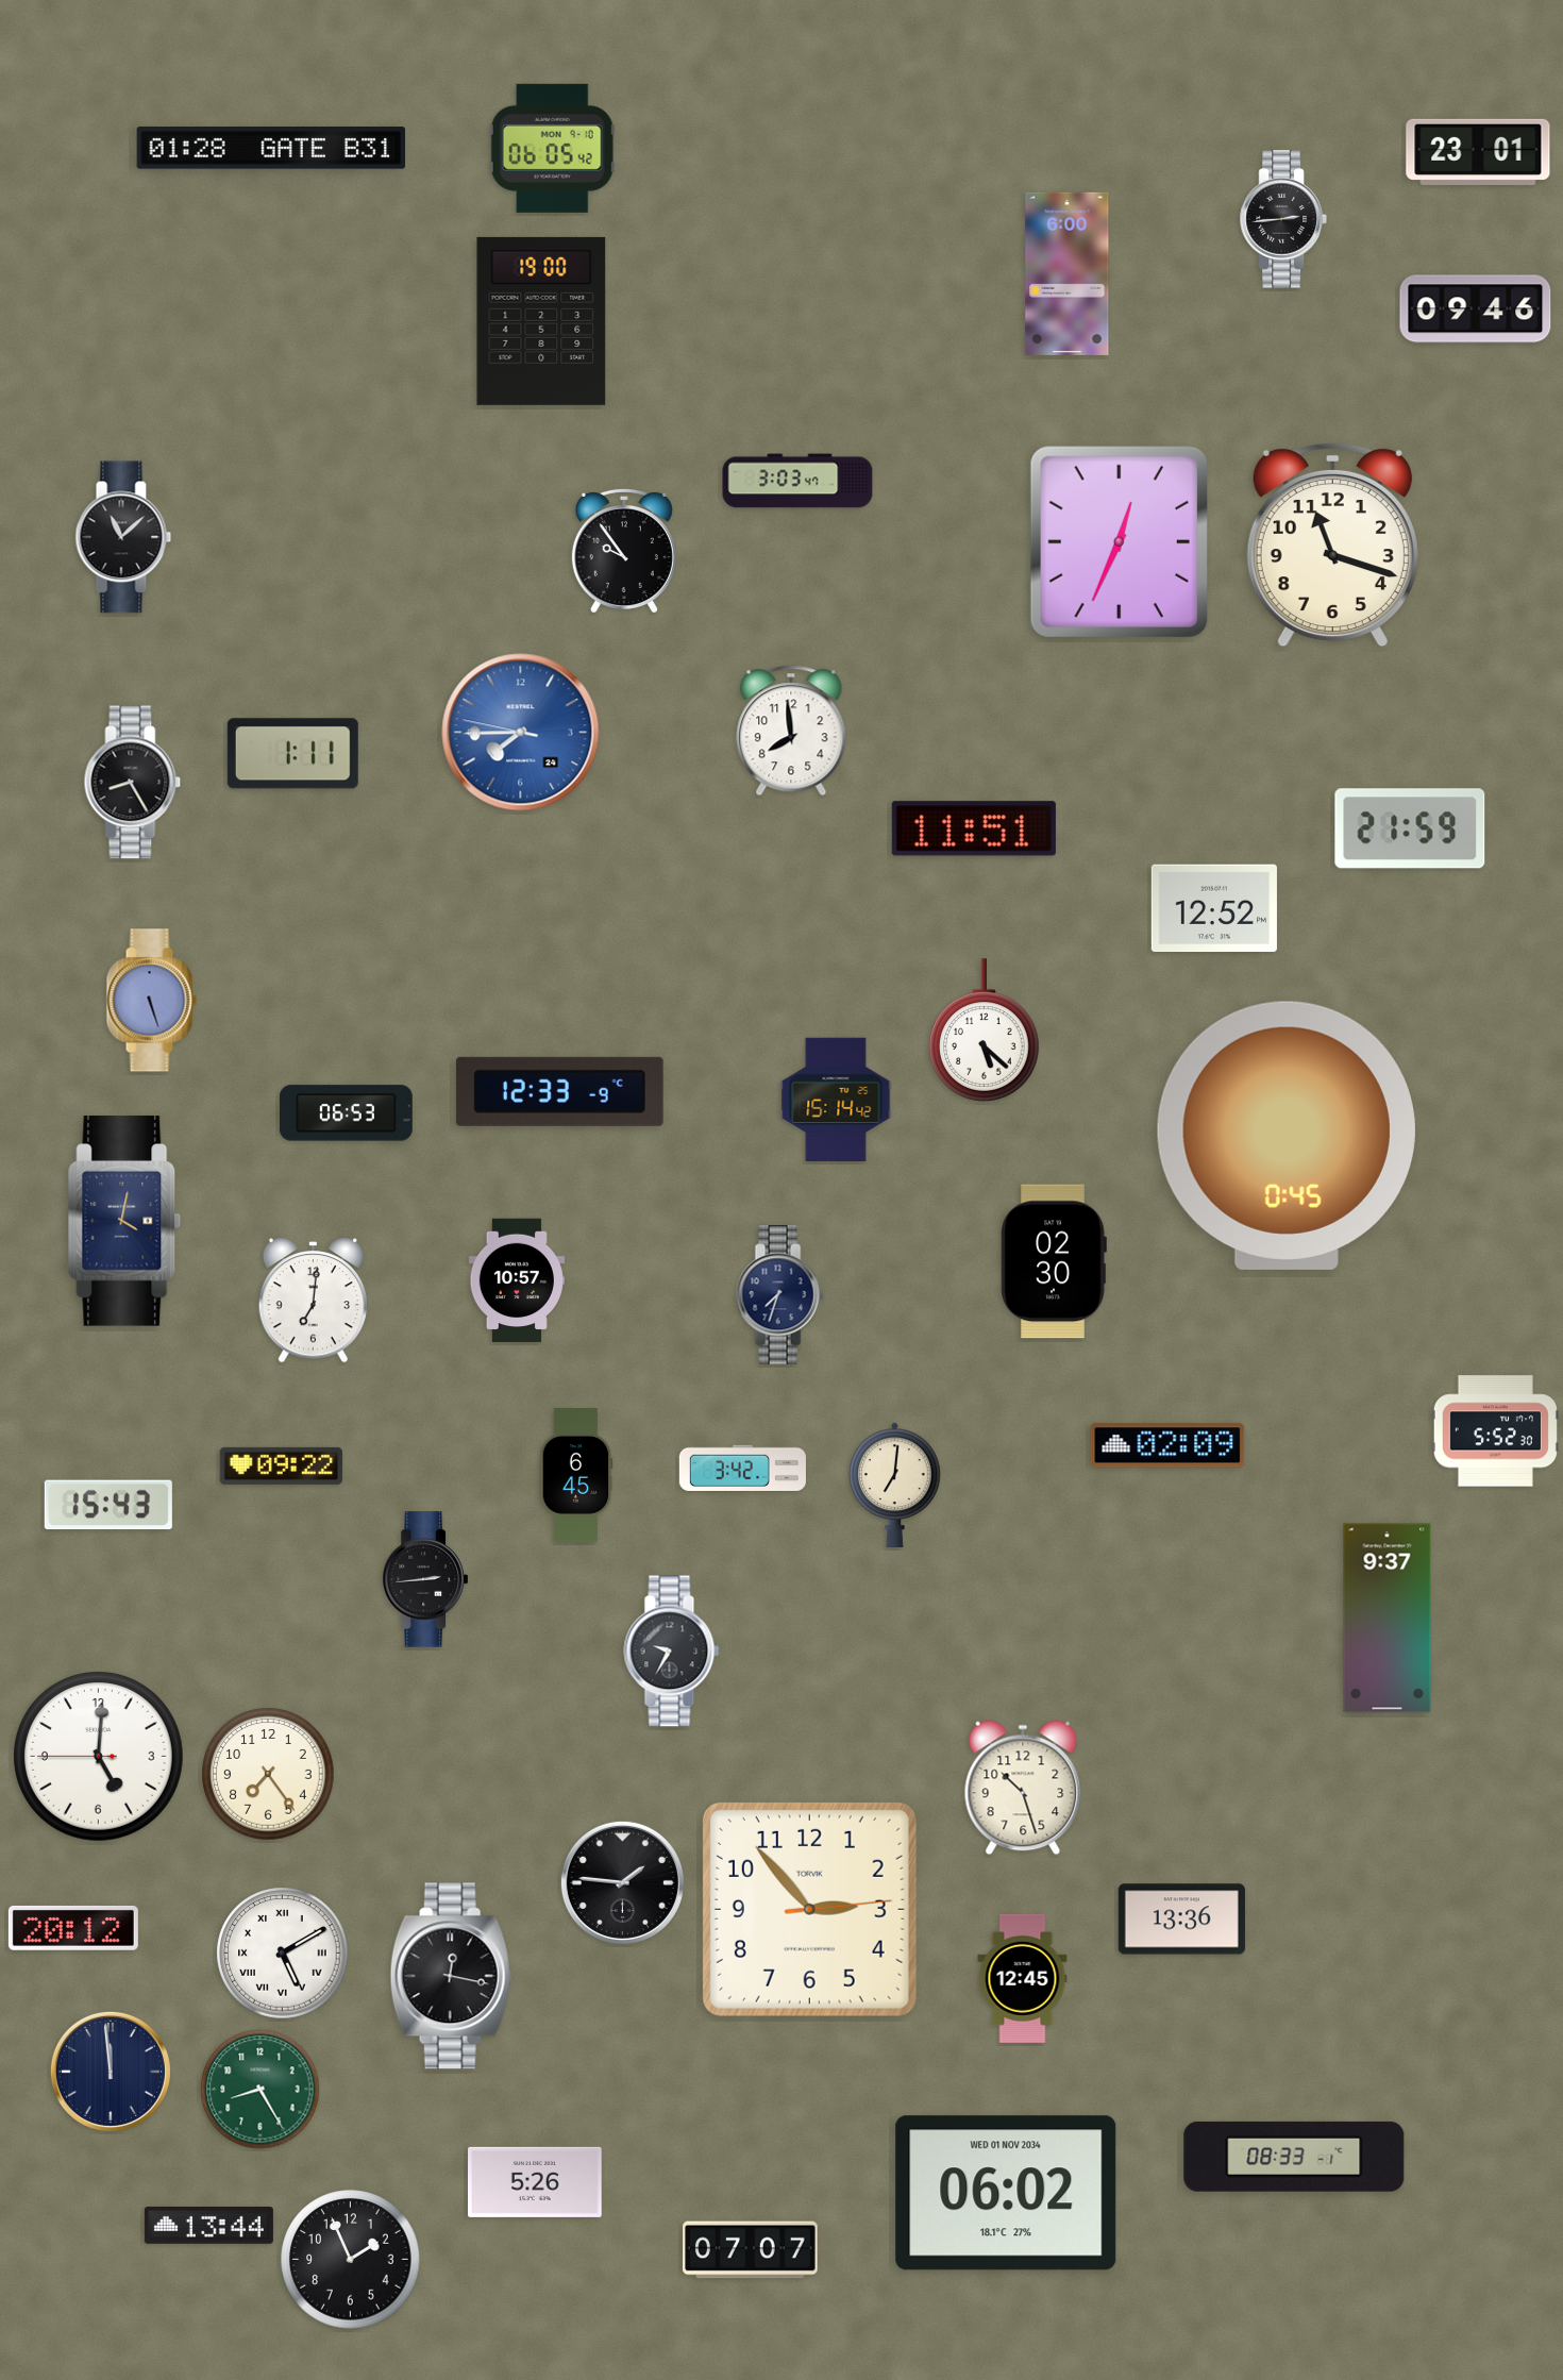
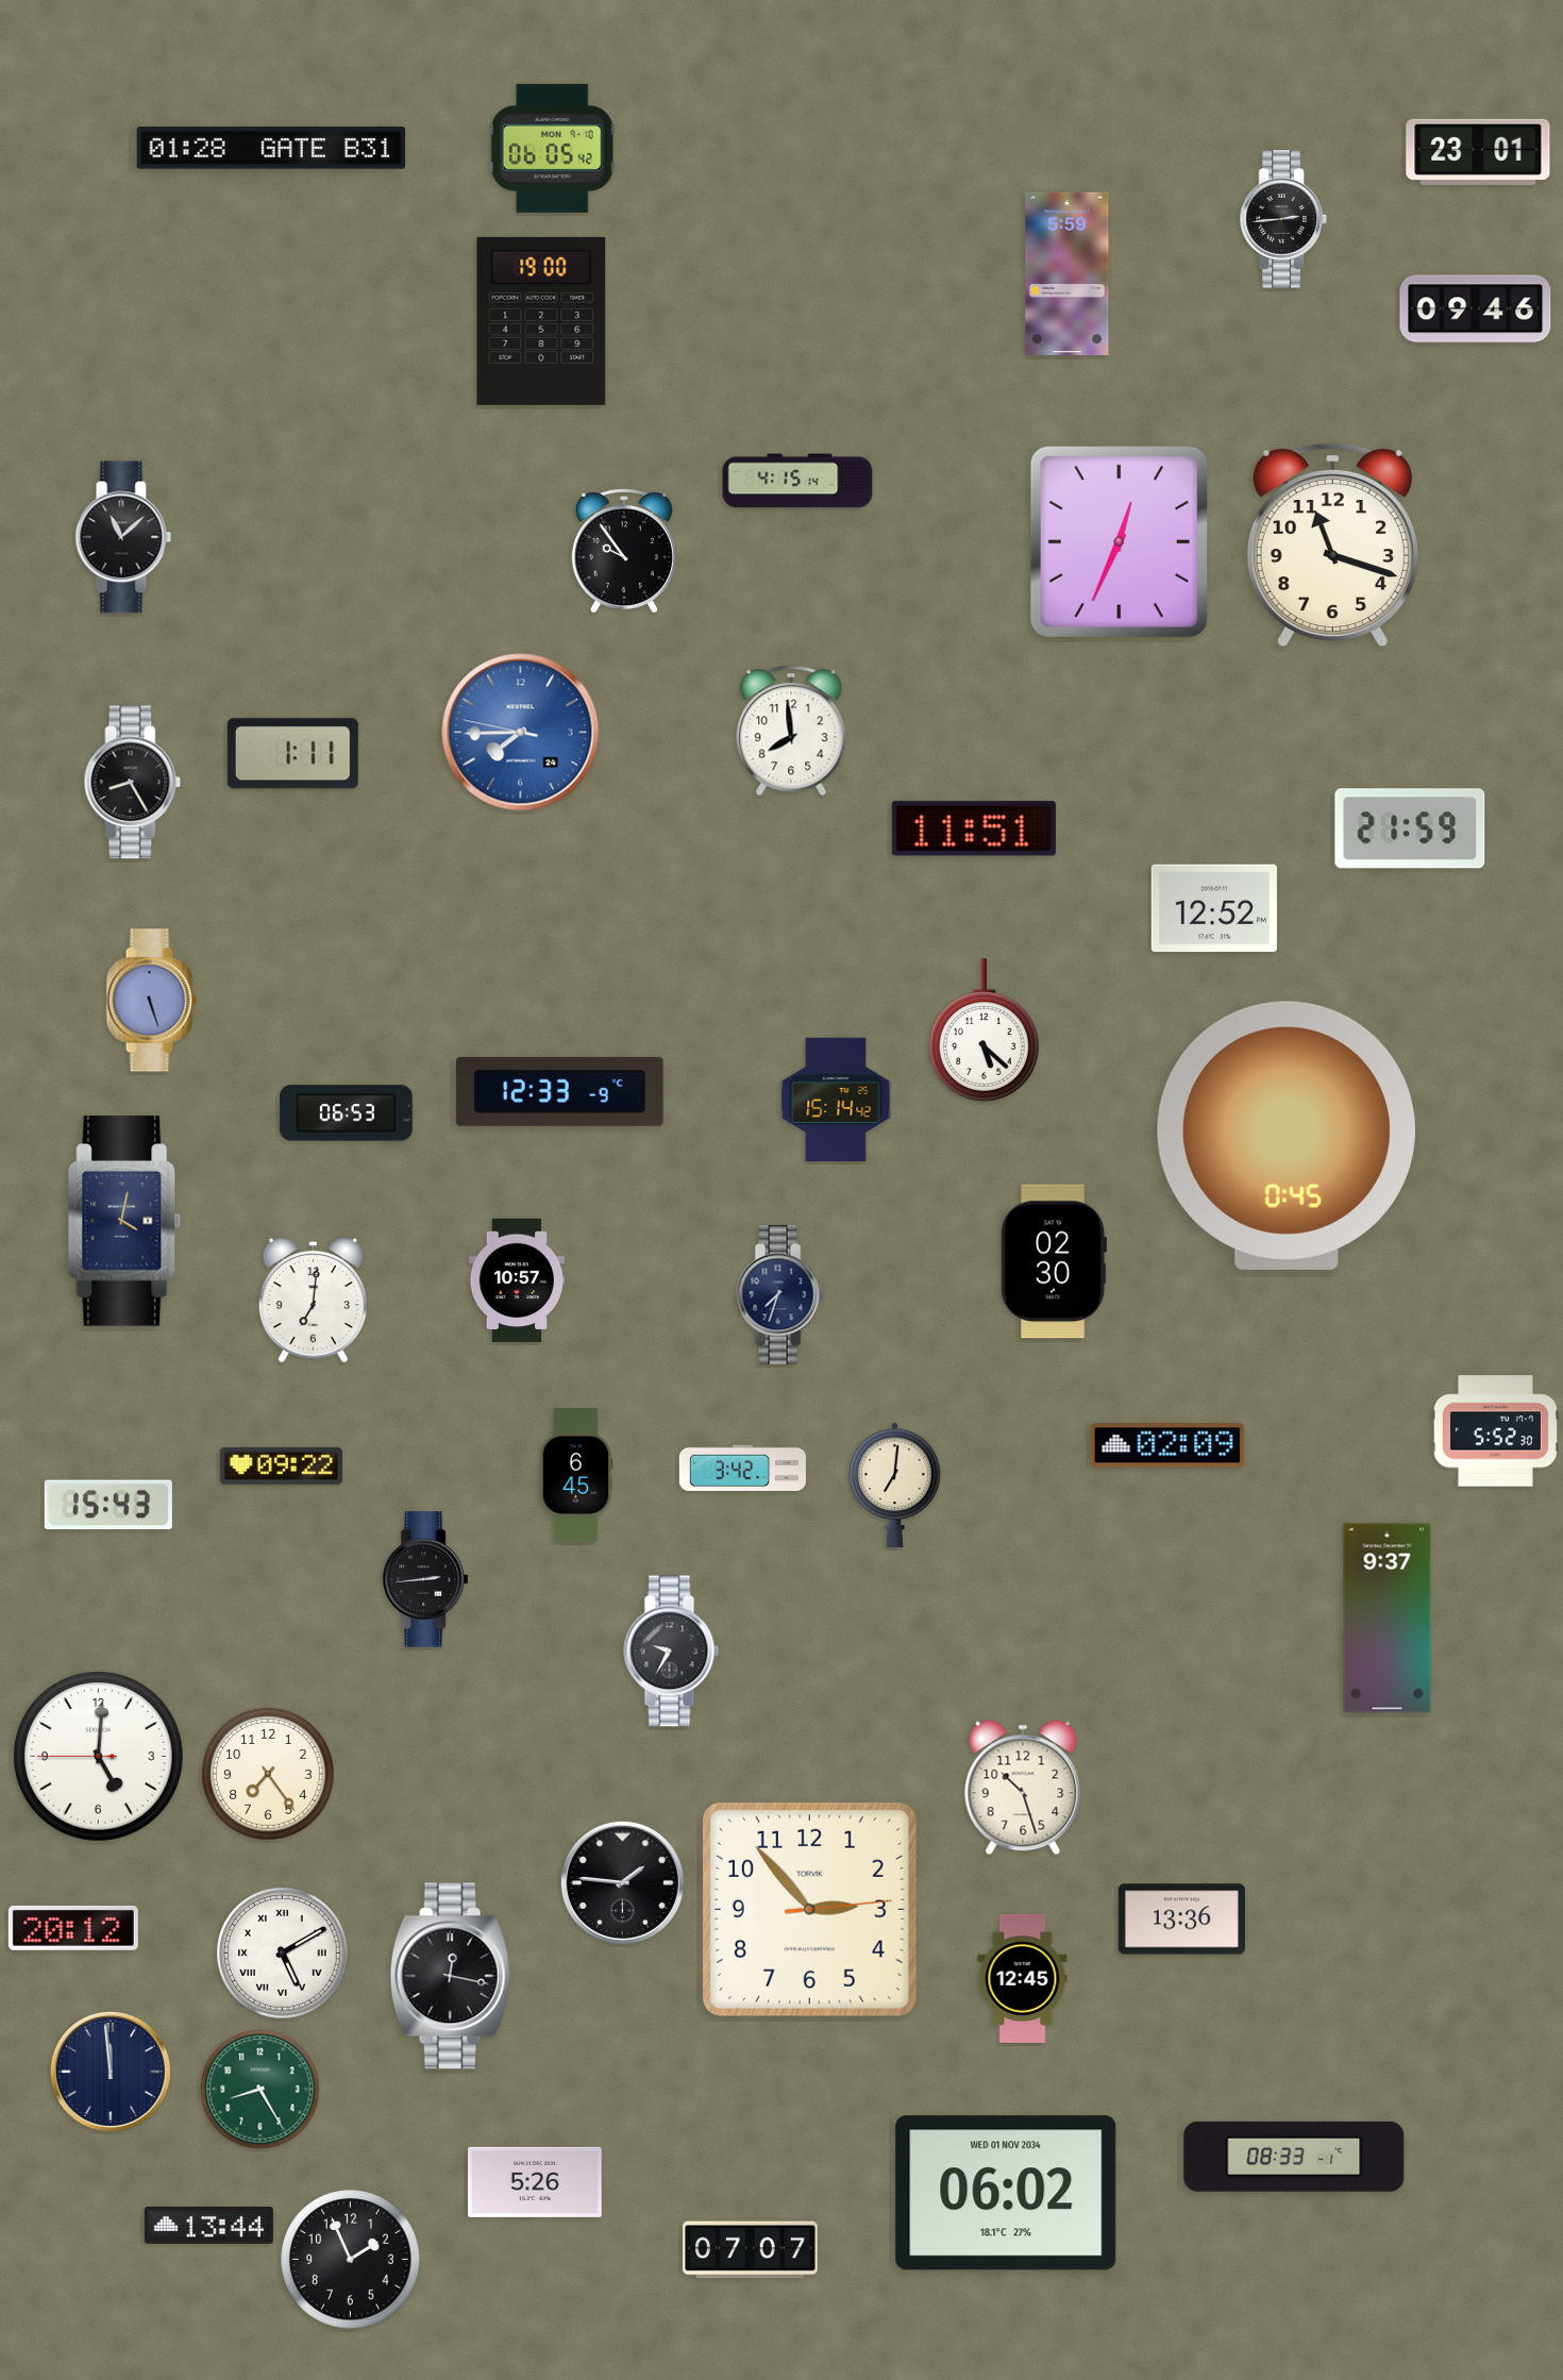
clock at (1068, 273): 6:00 -> 5:59
clock at (797, 481): 3:03 -> 4:15
